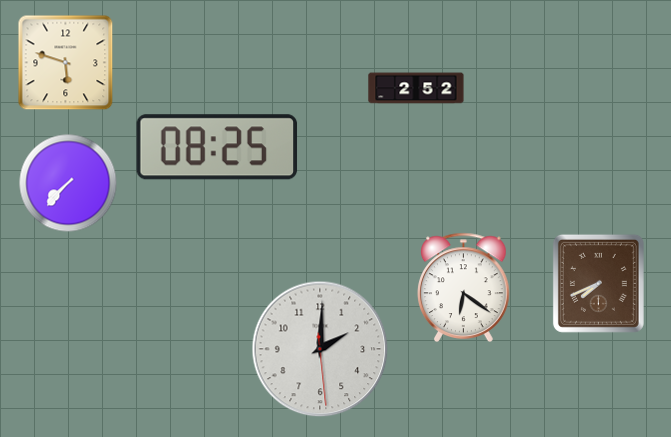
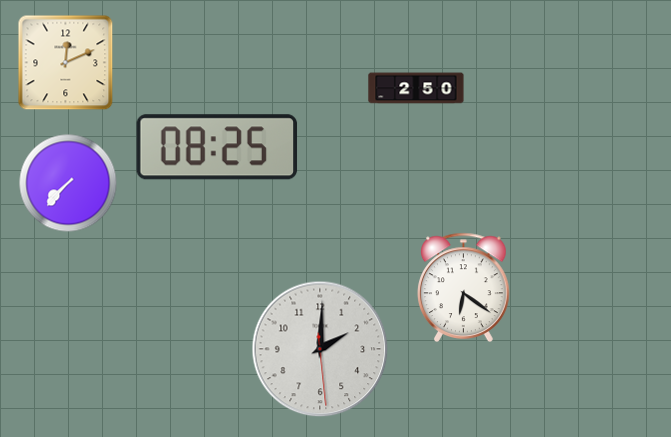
clock at (66, 63): 5:48 -> 12:11
clock at (416, 88): 2:52 -> 2:50
clock at (598, 283): 7:41 -> none
